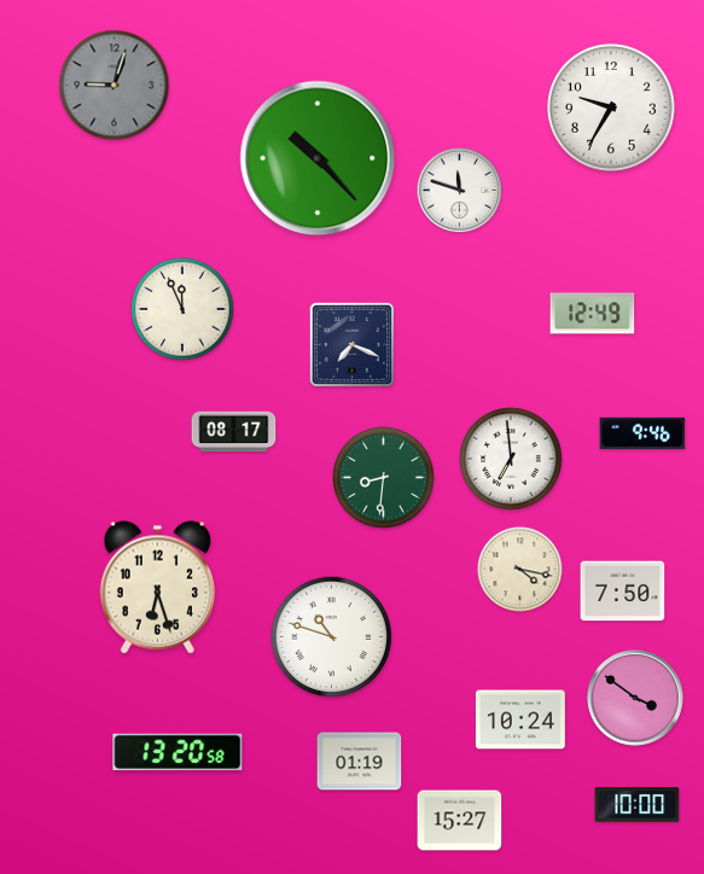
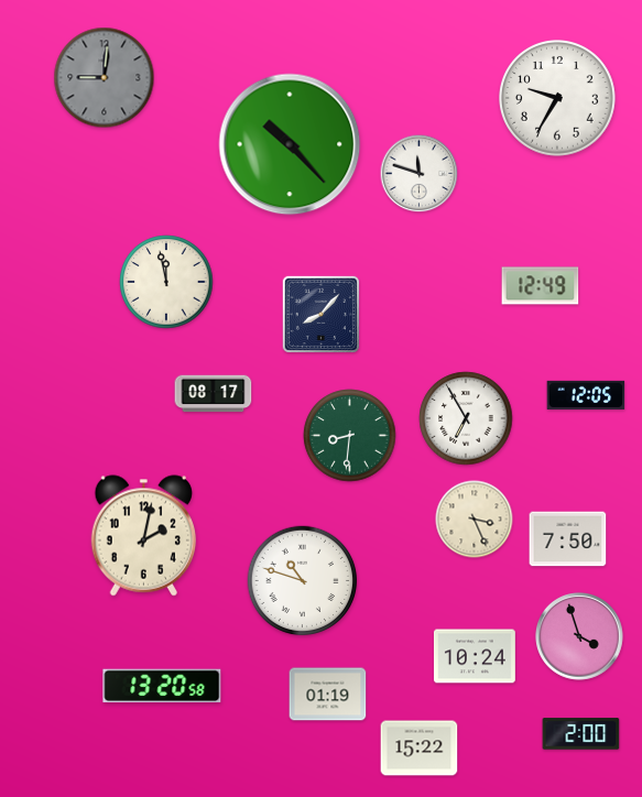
clock at (115, 86): 9:03 -> 9:01
clock at (182, 309): 11:56 -> 11:58
clock at (351, 344): 7:19 -> 8:07
clock at (642, 433): 9:46 -> 12:05
clock at (511, 459): 6:59 -> 6:55
clock at (520, 570): 4:17 -> 3:26
clock at (157, 588): 6:27 -> 2:02
clock at (636, 699): 3:51 -> 3:57
clock at (638, 805): 10:00 -> 2:00
clock at (460, 821): 15:27 -> 15:22
